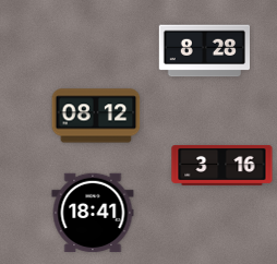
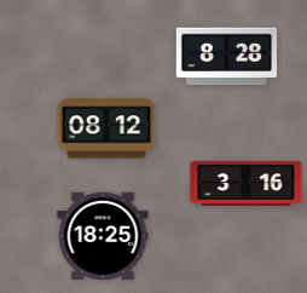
clock at (93, 213): 18:41 -> 18:25
